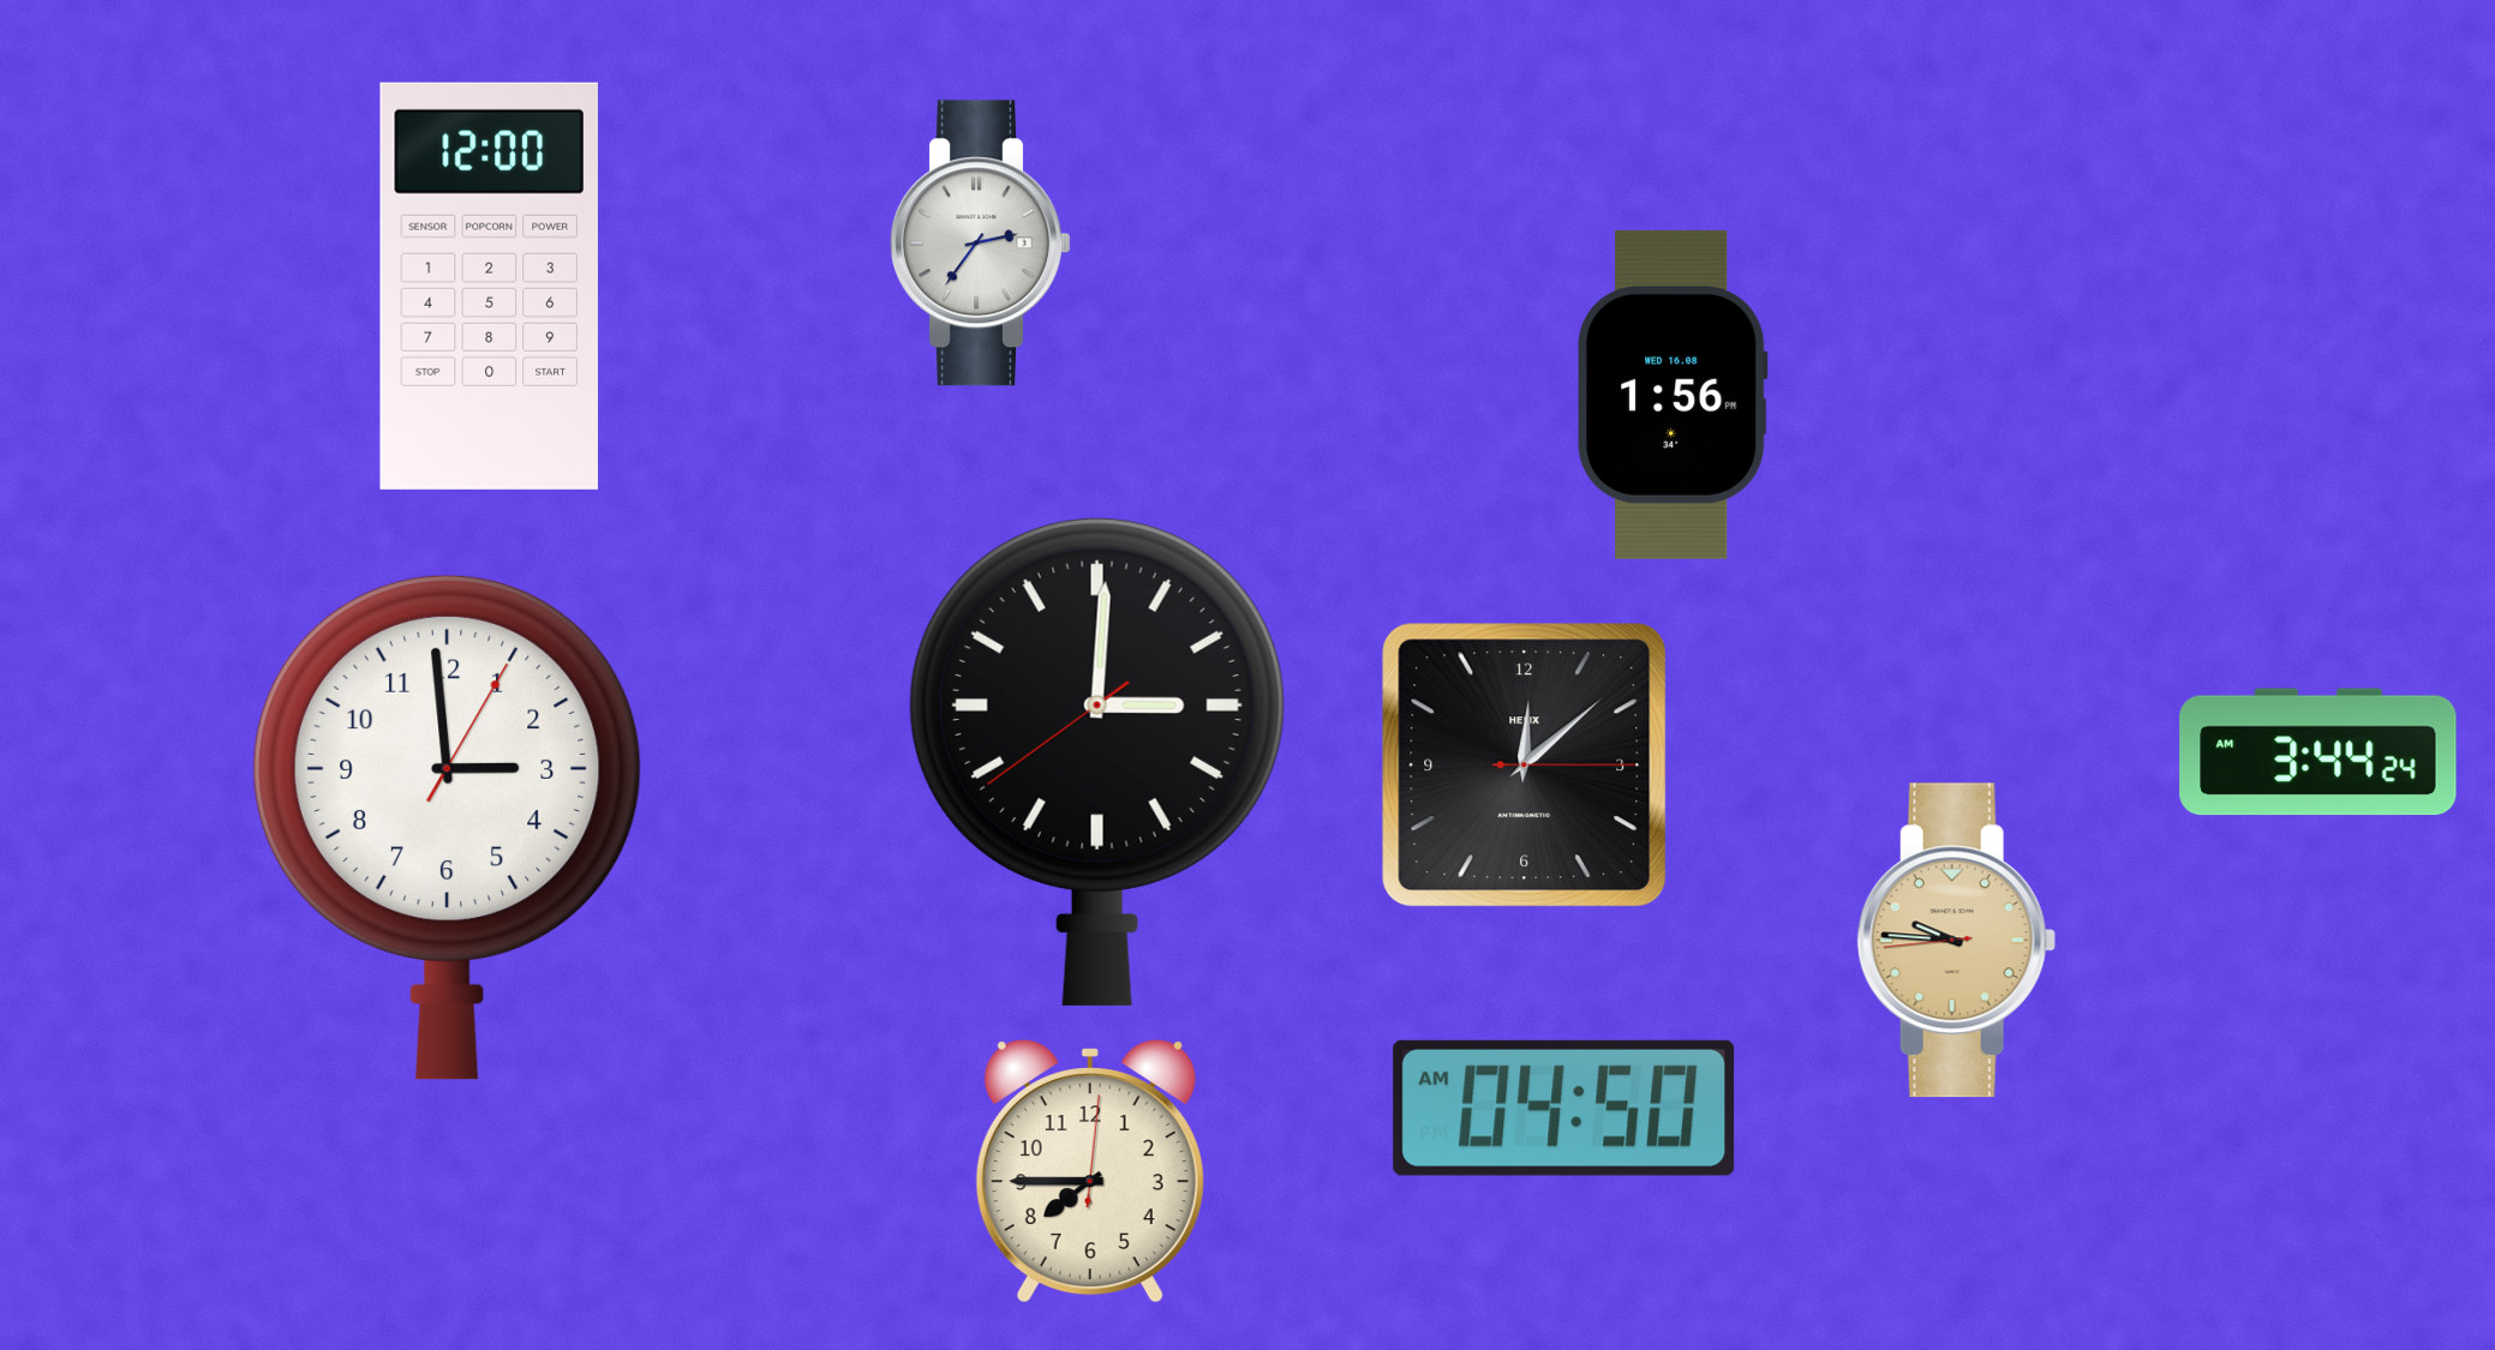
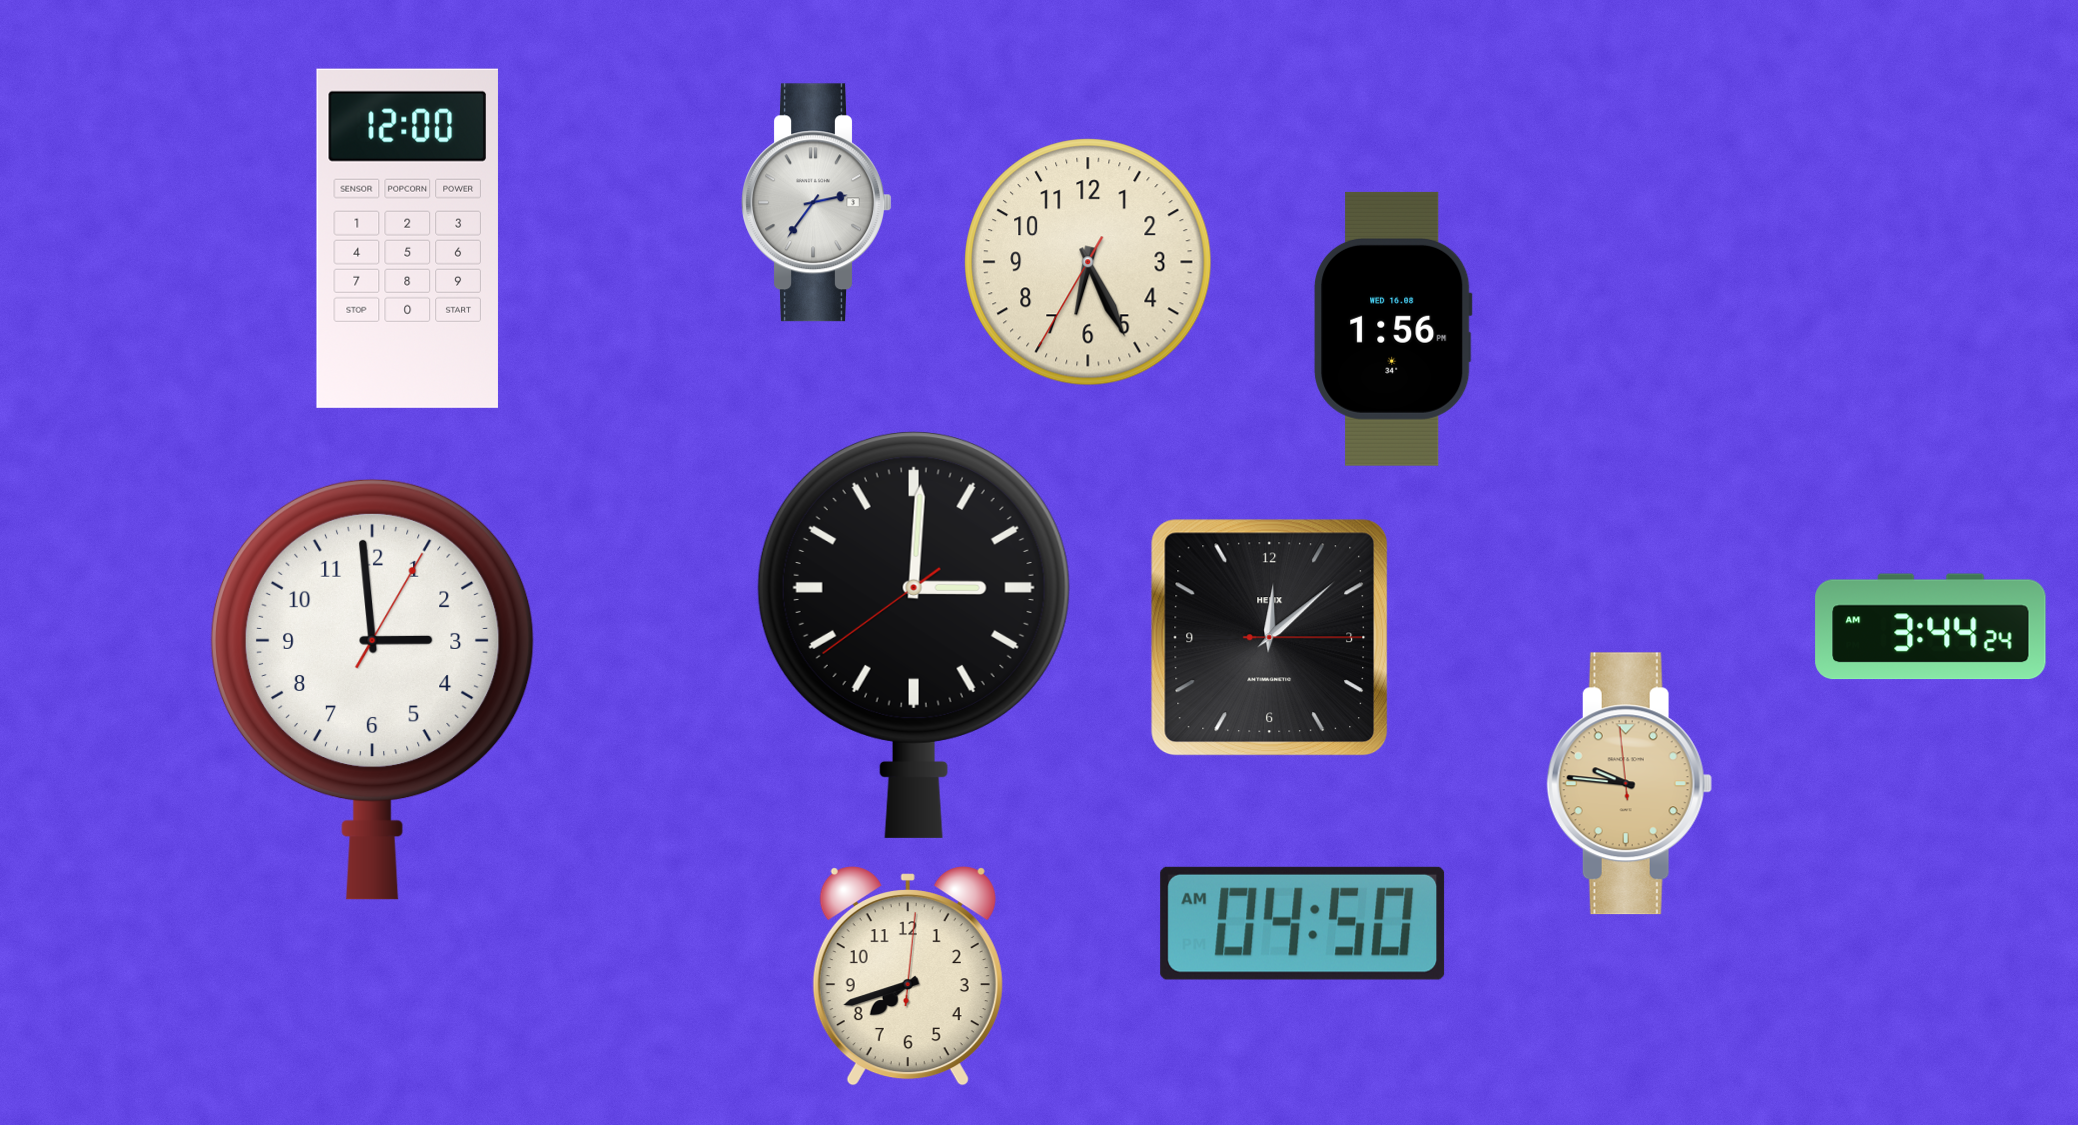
clock at (1088, 262): none -> 6:25
clock at (1956, 941): 9:45:44 -> 9:45:59
clock at (1090, 1171): 7:45 -> 7:42
